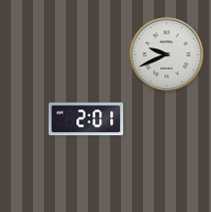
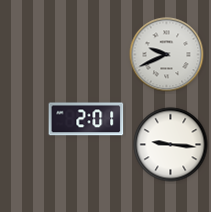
clock at (171, 145): none -> 9:16
